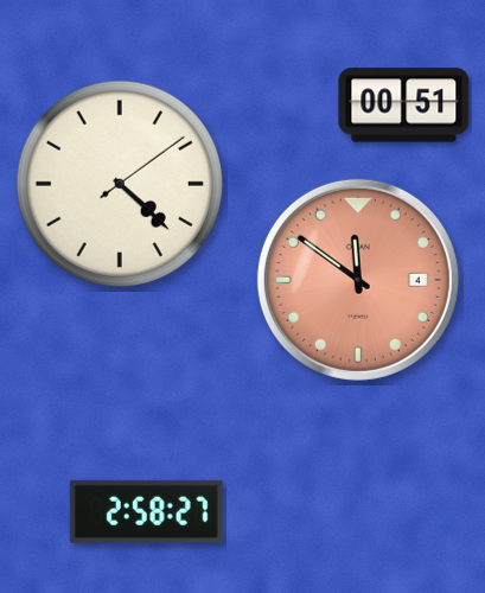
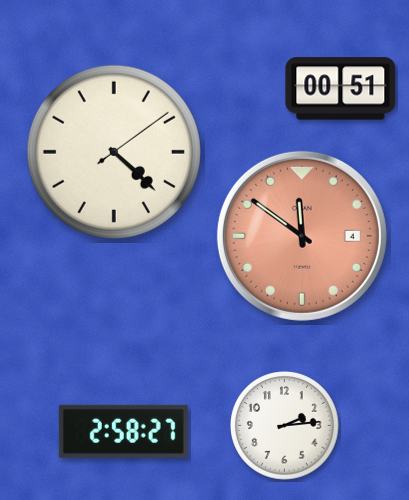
clock at (120, 184) position: (120, 184) -> (114, 152)
clock at (285, 426): none -> 2:14
